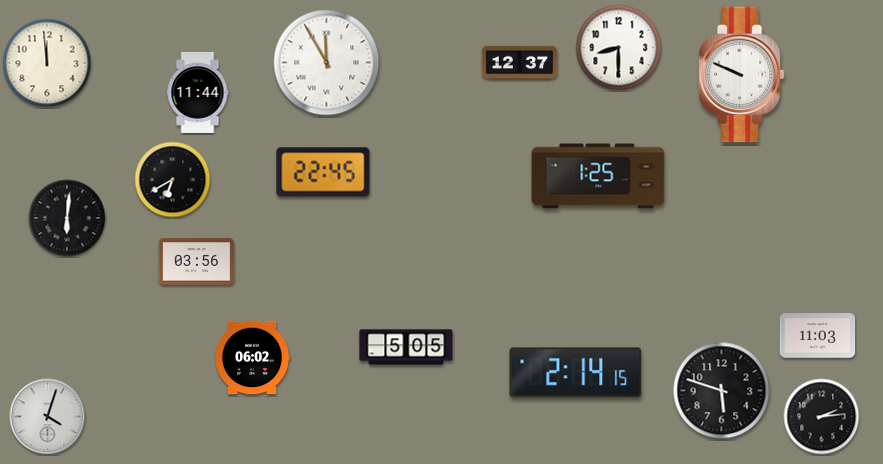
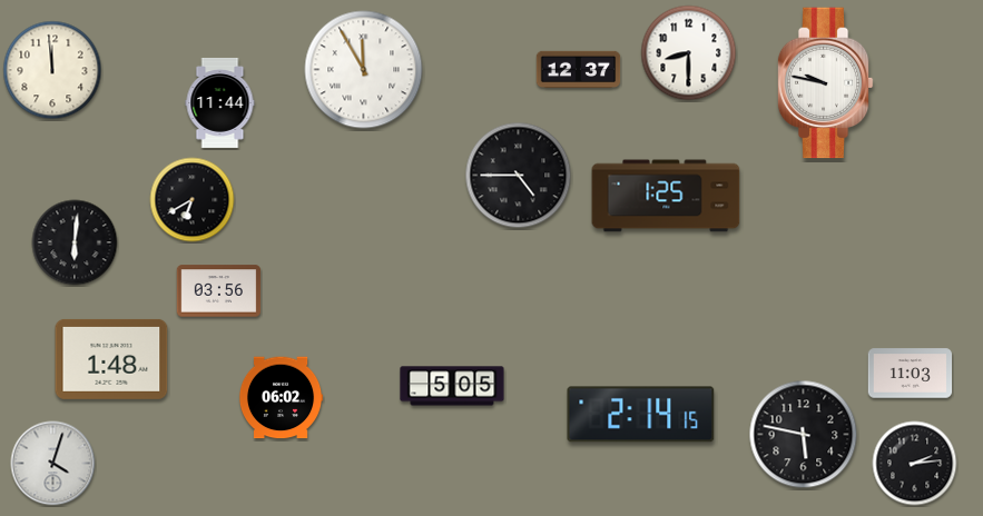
clock at (741, 75): 9:49 -> 9:47
clock at (519, 176): none -> 4:45
clock at (323, 172): 22:45 -> none
clock at (111, 359): none -> 1:48
clock at (722, 391): 5:48 -> 5:47
